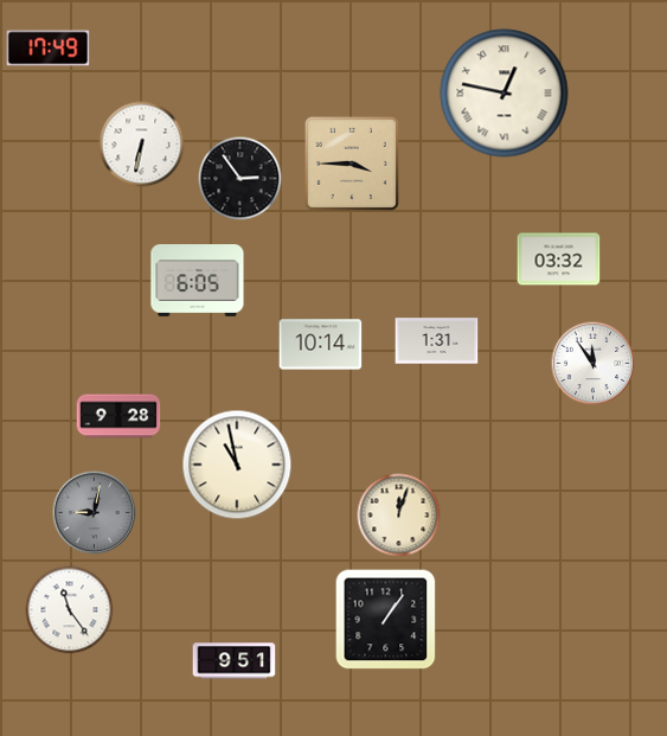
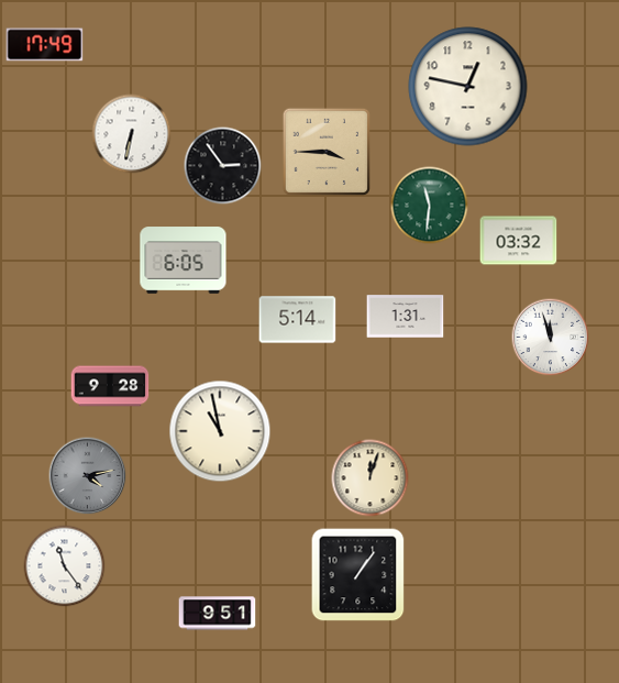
clock at (505, 94) numerals: Roman -> Arabic
clock at (430, 206): none -> 11:31
clock at (321, 345): 10:14 -> 5:14
clock at (594, 364): 11:54 -> 11:57
clock at (95, 513): 9:02 -> 4:13
